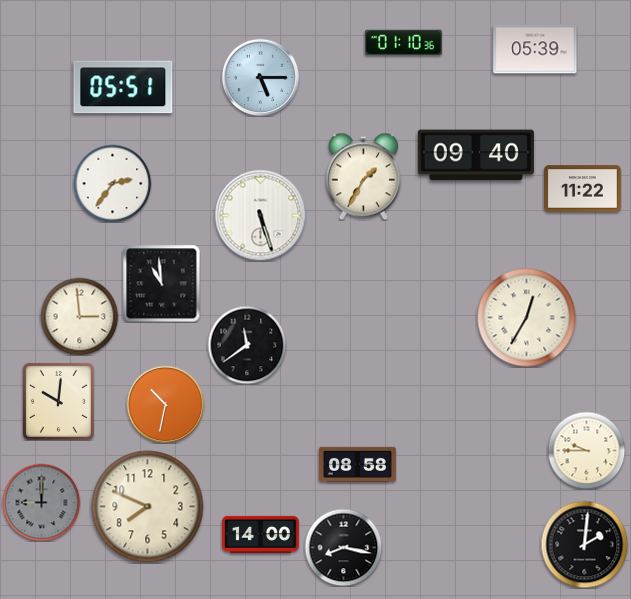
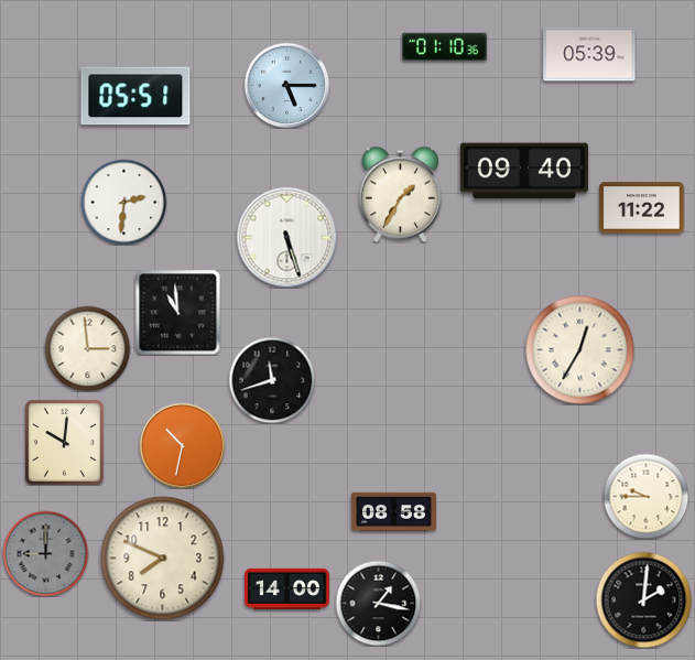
clock at (112, 183): 2:36 -> 2:31
clock at (247, 345): 11:39 -> 11:42
clock at (343, 547): 8:17 -> 1:17
